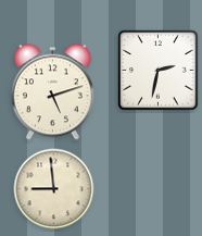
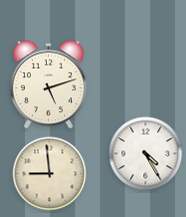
clock at (159, 71): 2:32 -> none
clock at (146, 154): none -> 4:25
